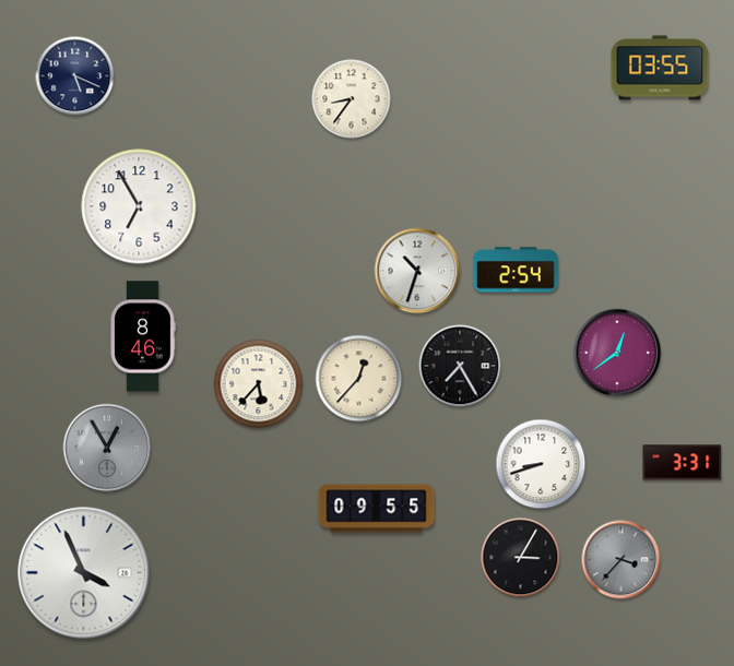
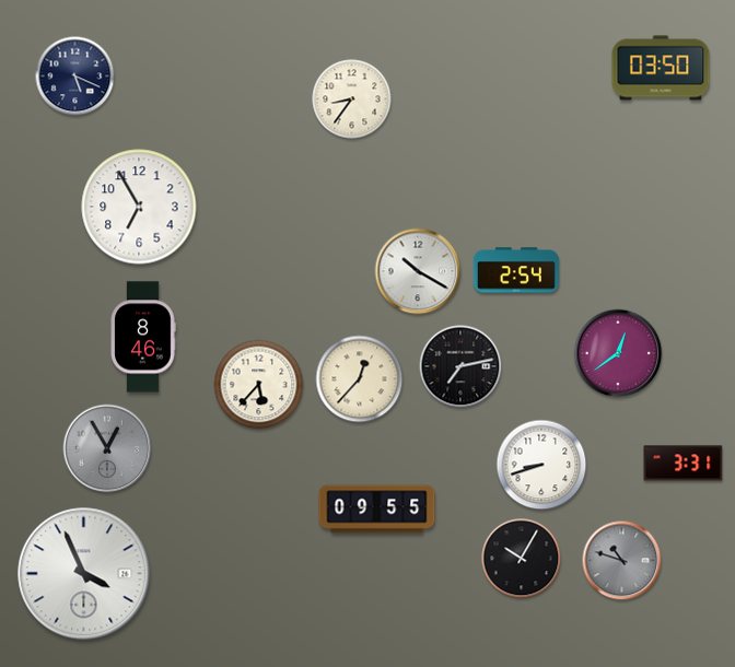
clock at (660, 68): 03:55 -> 03:50
clock at (417, 271): 10:33 -> 10:20
clock at (460, 366): 7:25 -> 7:13
clock at (521, 558): 3:05 -> 10:05
clock at (621, 560): 3:37 -> 10:48
